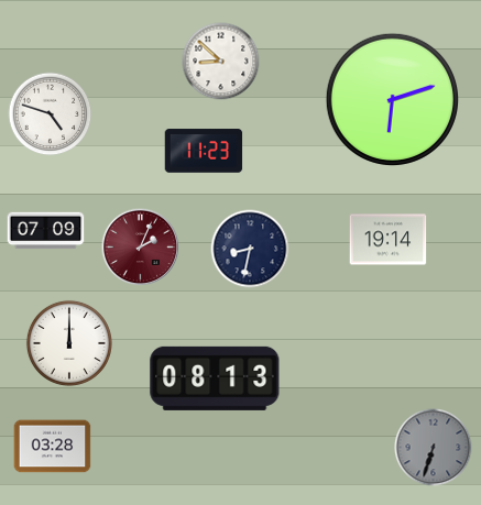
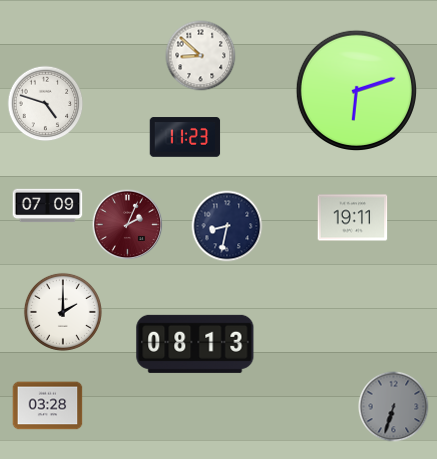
clock at (46, 231) position: (46, 231) -> (48, 206)
clock at (389, 240): 19:14 -> 19:11
clock at (69, 343): 12:00 -> 2:00
